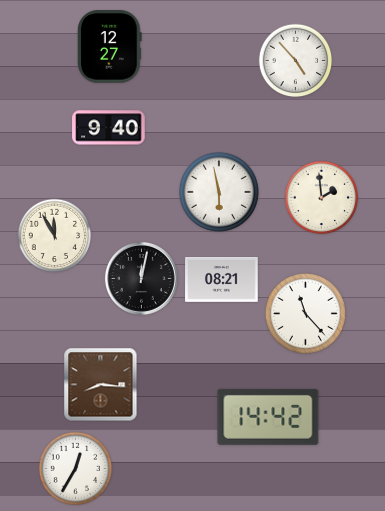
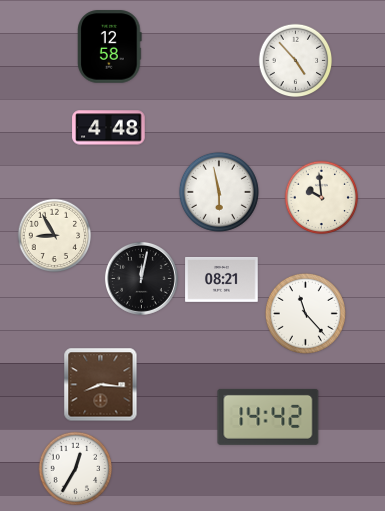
clock at (110, 47): 12:27 -> 12:58
clock at (109, 128): 9:40 -> 4:48
clock at (322, 198): 1:59 -> 9:59
clock at (55, 236): 11:55 -> 8:55
